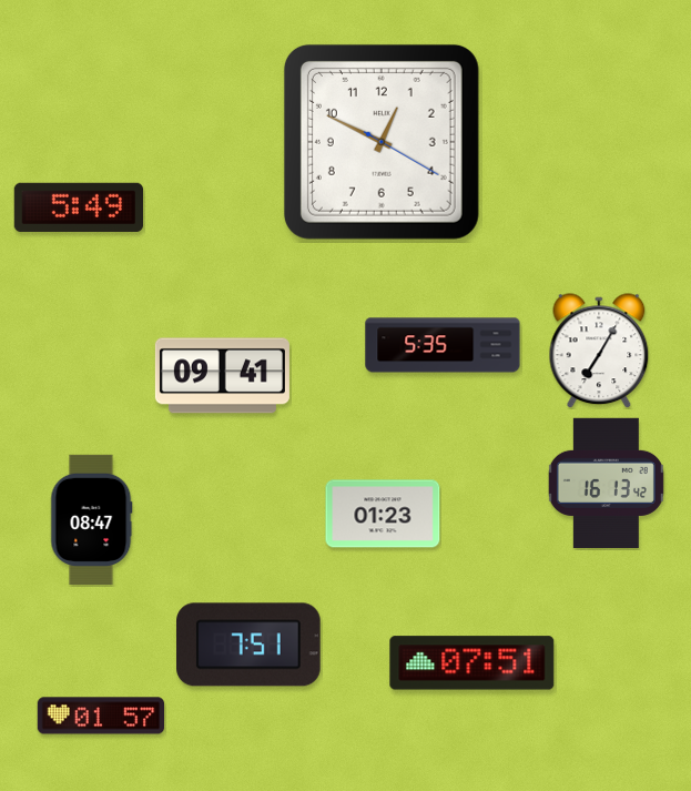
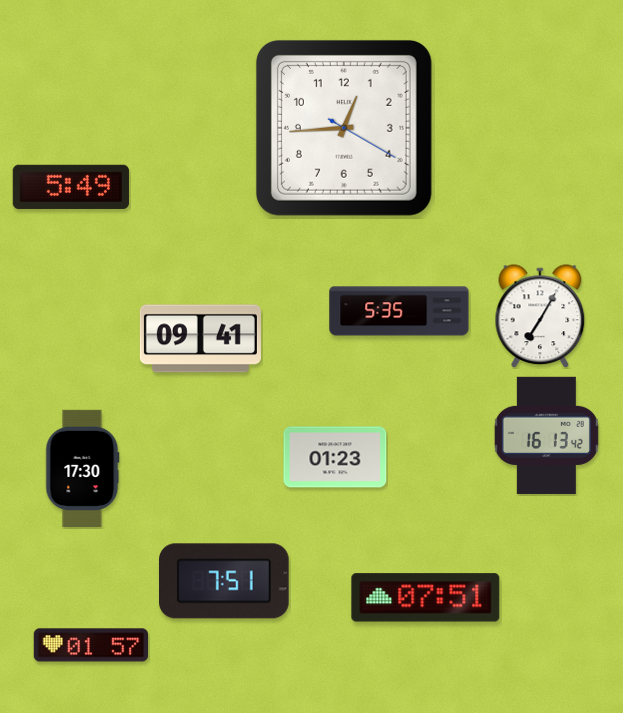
clock at (382, 142): 12:49 -> 12:44
clock at (383, 514) position: (383, 514) -> (335, 457)
clock at (92, 519): 08:47 -> 17:30
